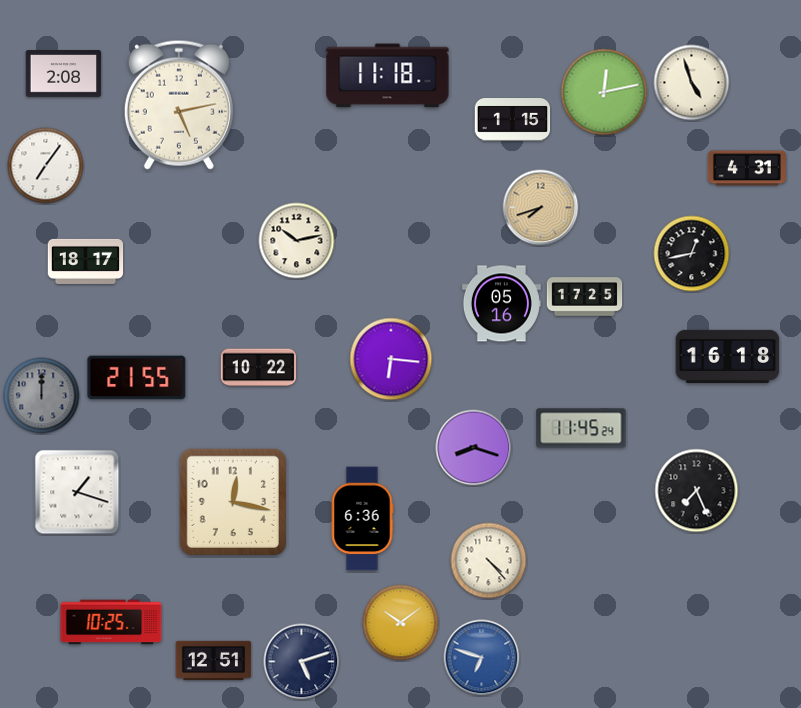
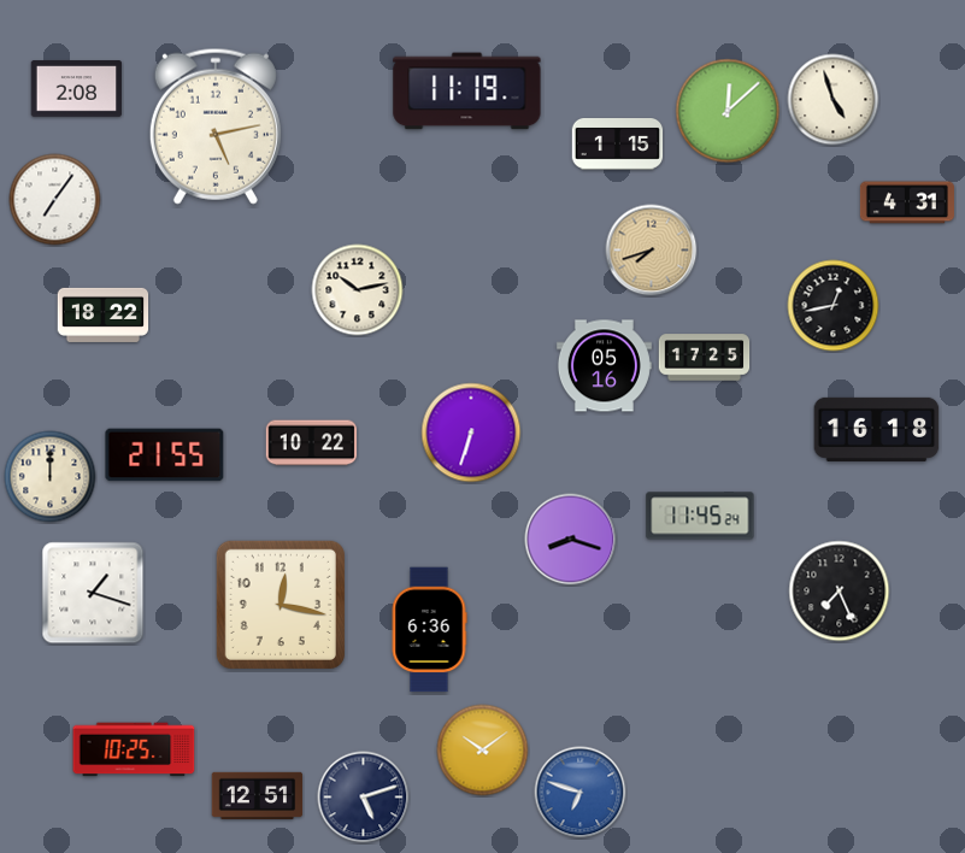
clock at (388, 76): 11:18 -> 11:19
clock at (604, 92): 12:13 -> 12:08
clock at (747, 168) position: (747, 168) -> (907, 202)
clock at (86, 261): 18:17 -> 18:22
clock at (391, 359): 6:16 -> 6:33
clock at (42, 396) dial: grey -> cream
clock at (362, 519) position: (362, 519) -> (429, 630)
clock at (489, 561): 4:23 -> none
